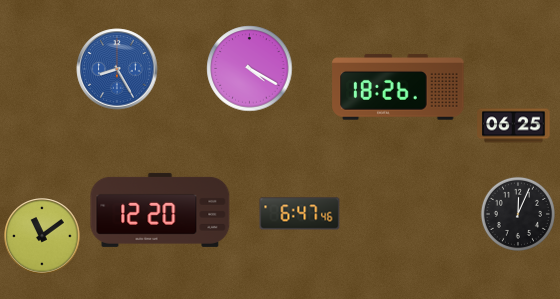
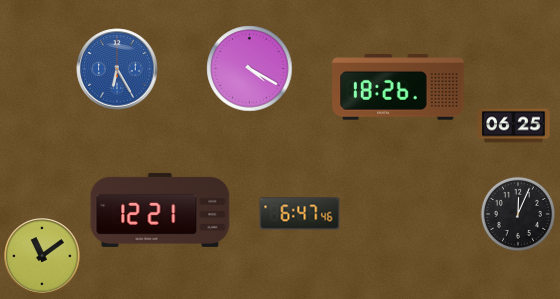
clock at (117, 69): 8:25 -> 6:25
clock at (160, 210): 12:20 -> 12:21
clock at (42, 236) position: (42, 236) -> (42, 256)
